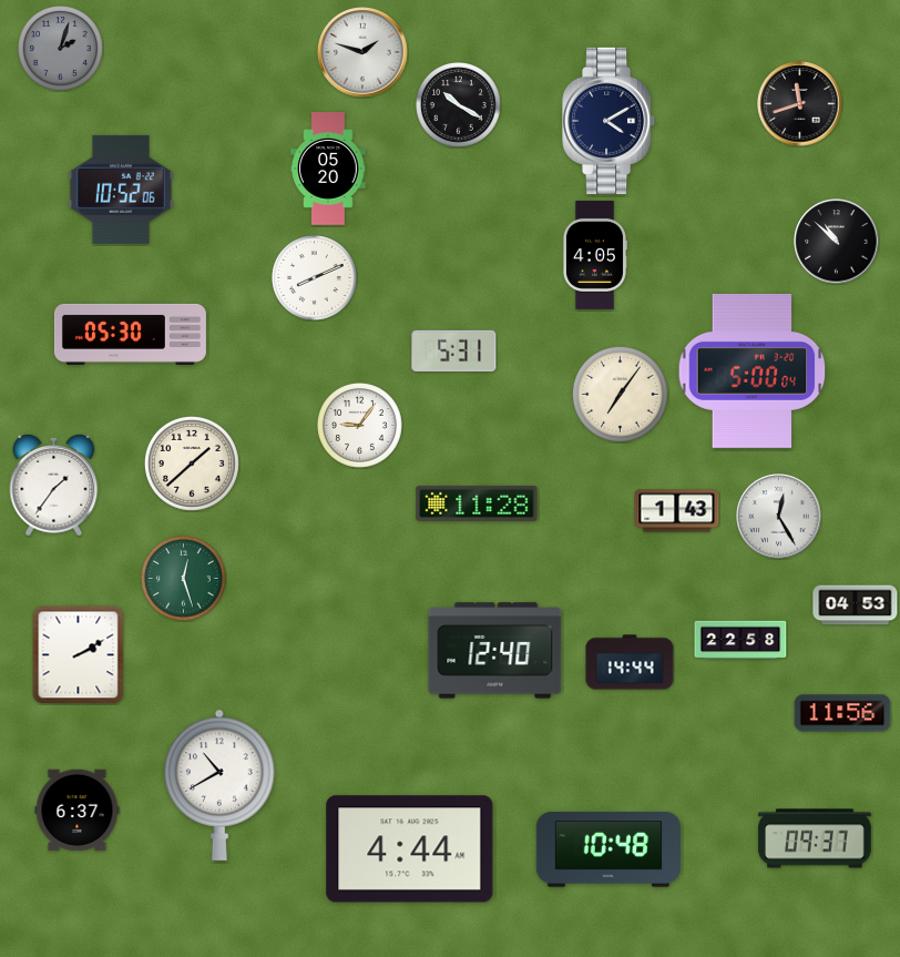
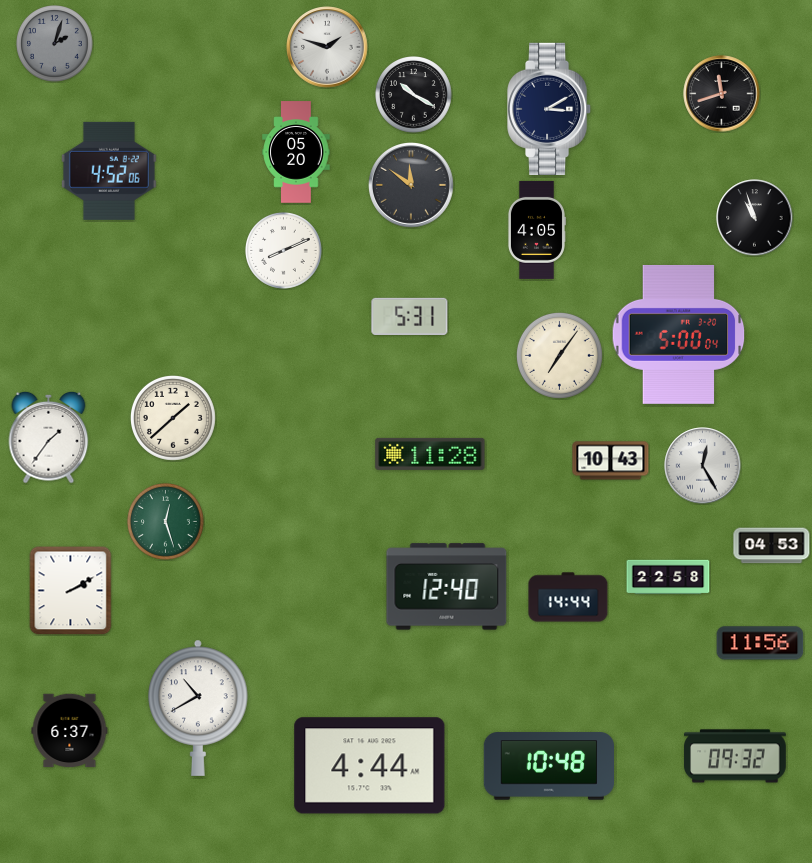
clock at (610, 121): 4:10 -> 3:10
clock at (121, 190): 10:52 -> 4:52
clock at (412, 186): none -> 11:51
clock at (837, 242): 10:52 -> 10:57
clock at (130, 334): 05:30 -> none
clock at (360, 426): 9:06 -> none
clock at (677, 511): 1:43 -> 10:43
clock at (815, 838): 09:37 -> 09:32
